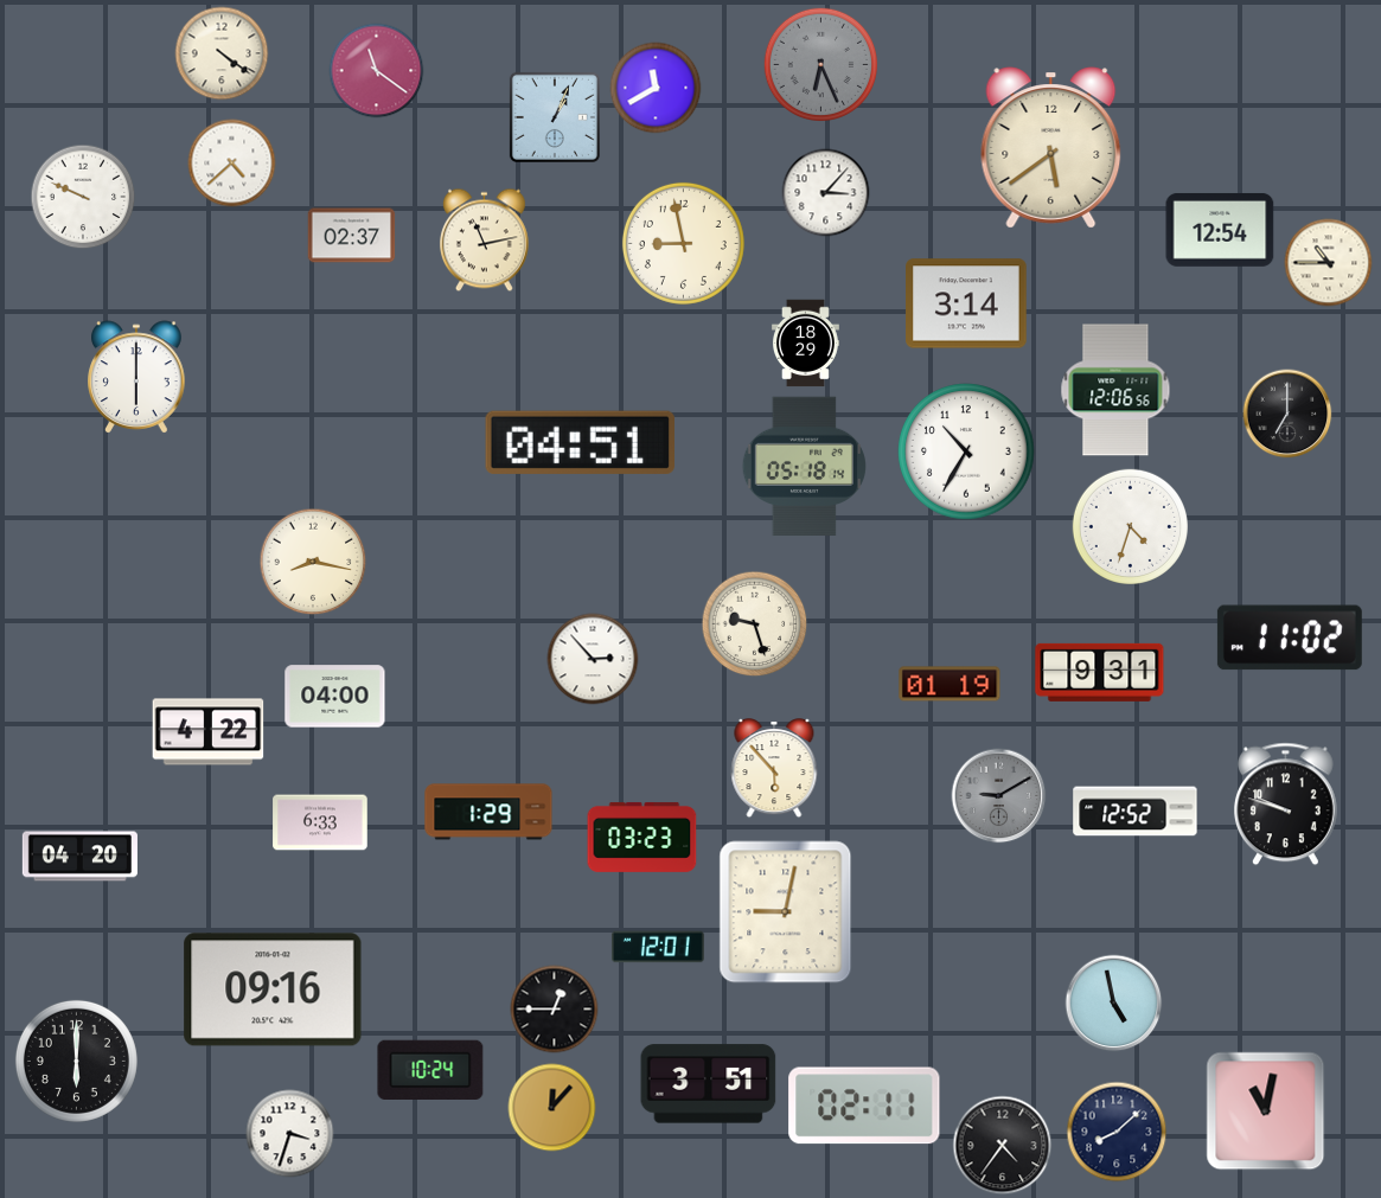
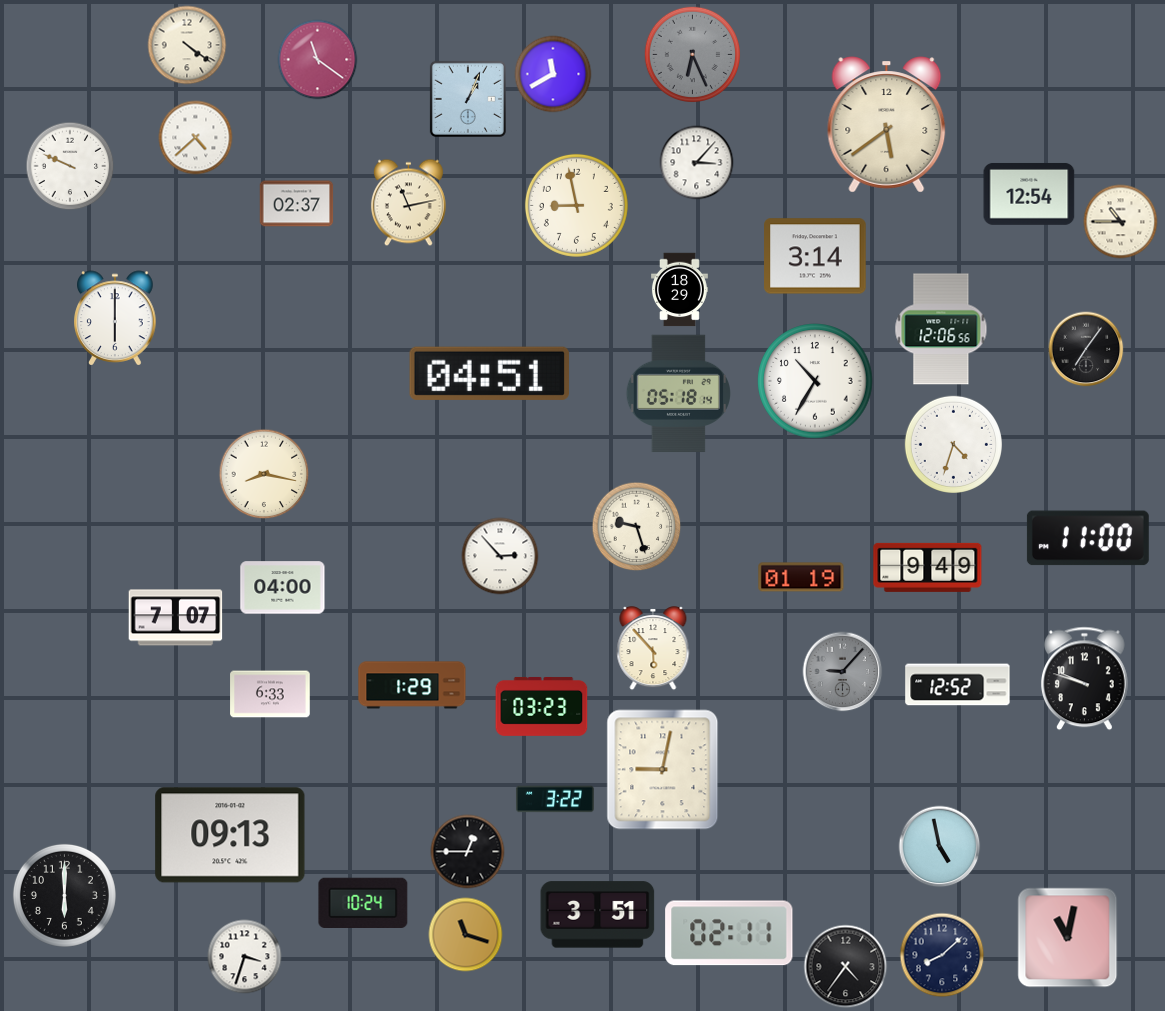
clock at (352, 236) position: (352, 236) -> (297, 204)
clock at (1287, 414): 7:00 -> 7:06
clock at (1290, 638): 11:02 -> 11:00
clock at (1100, 672): 9:31 -> 9:49
clock at (209, 732): 4:22 -> 7:07
clock at (999, 796): 9:10 -> 9:07
clock at (79, 857): 04:20 -> none
clock at (658, 947): 12:01 -> 3:22
clock at (273, 989): 09:16 -> 09:13
clock at (552, 1108): 12:07 -> 11:18
